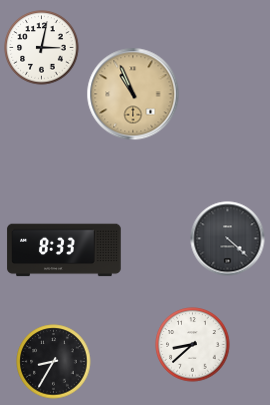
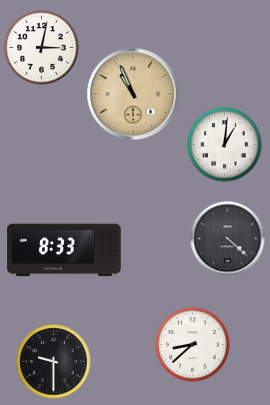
clock at (225, 145): none -> 1:01
clock at (54, 362): 8:35 -> 9:30
